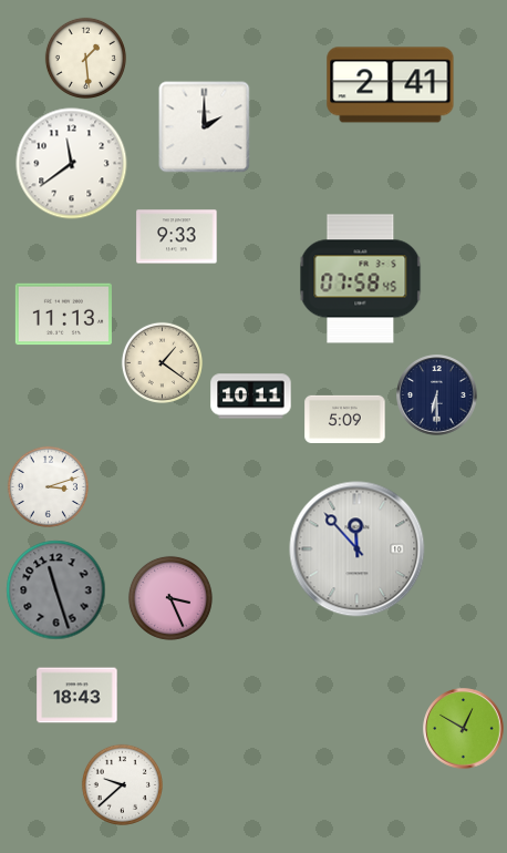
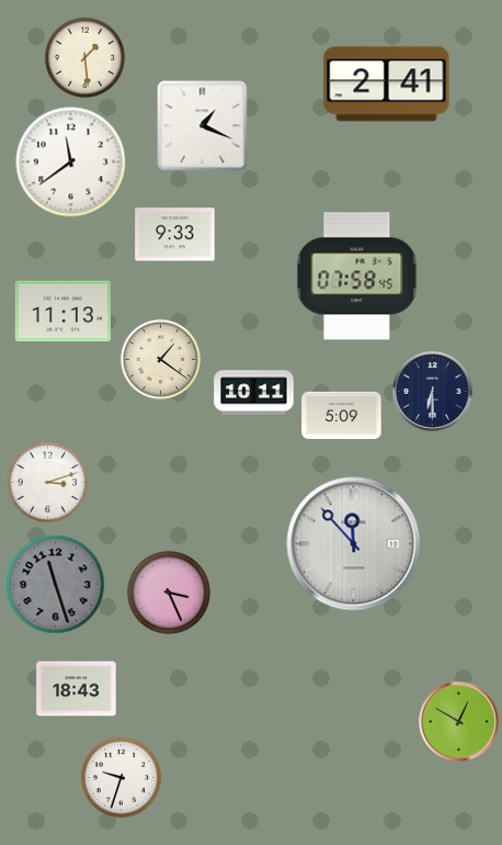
clock at (205, 127): 2:00 -> 1:19
clock at (251, 397) position: (251, 397) -> (254, 393)
clock at (122, 784): 9:38 -> 9:33
